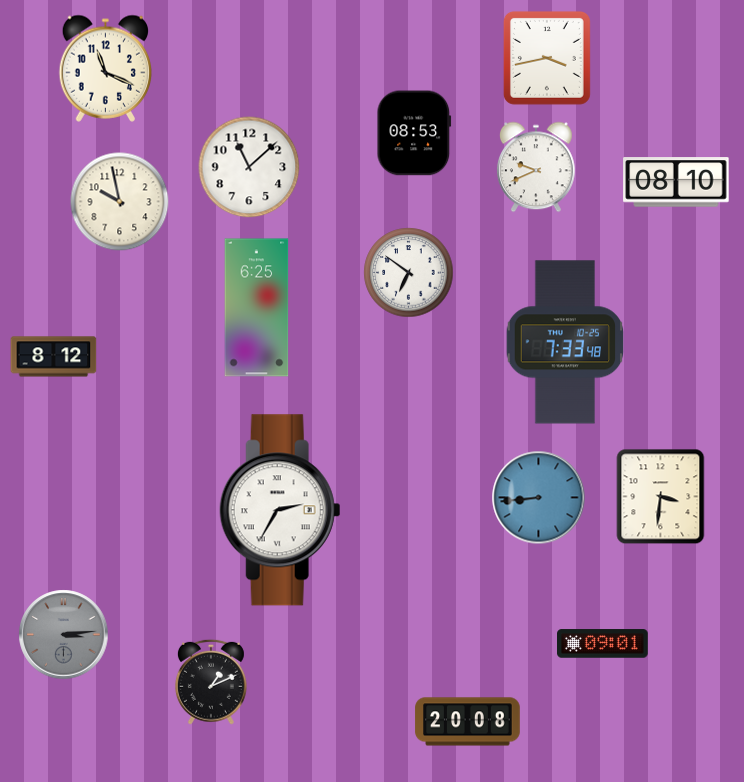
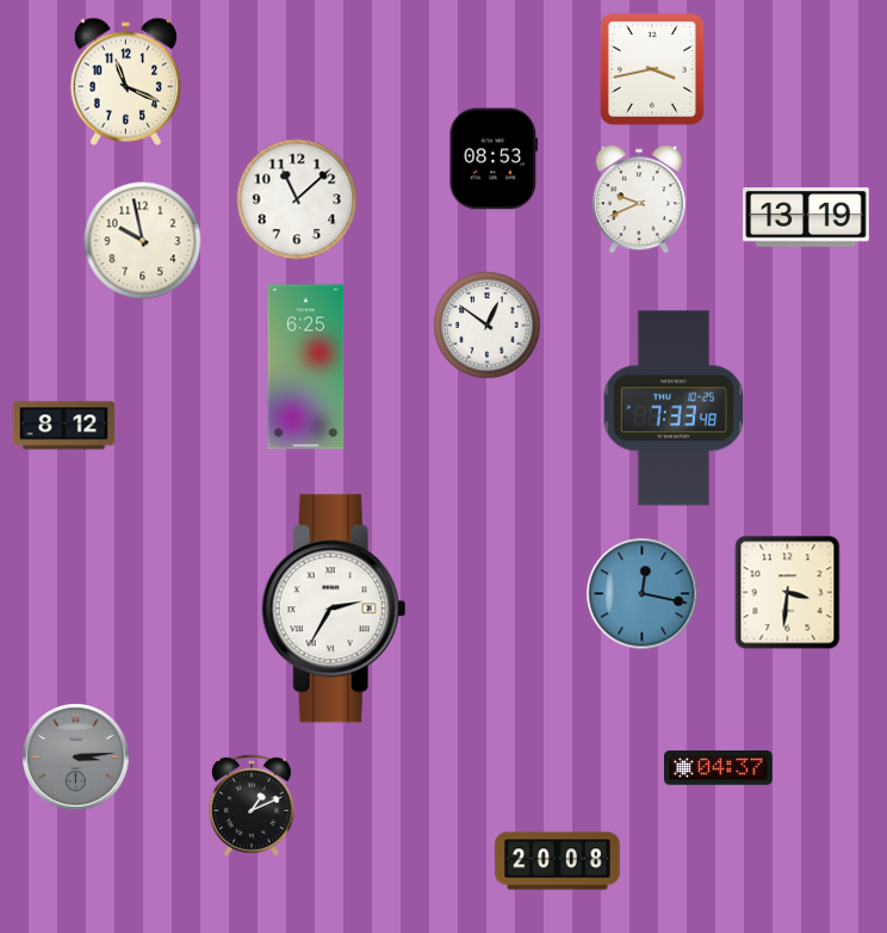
clock at (676, 182): 08:10 -> 13:19
clock at (409, 273): 6:51 -> 12:51
clock at (539, 498): 8:44 -> 12:17
clock at (603, 644): 09:01 -> 04:37
clock at (211, 682) position: (211, 682) -> (252, 805)
